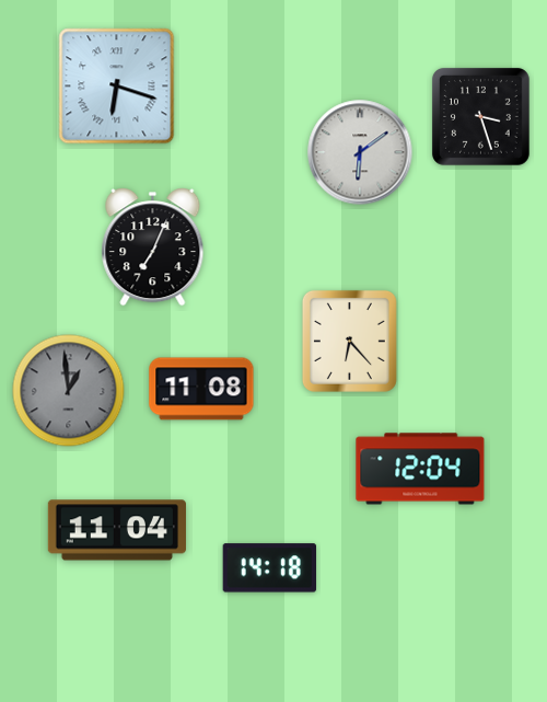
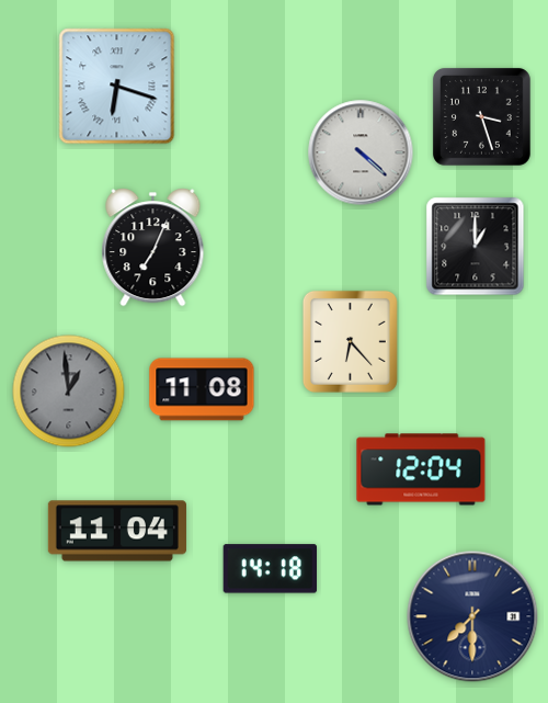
clock at (360, 152): 6:09 -> 4:22
clock at (476, 247): none -> 1:00
clock at (472, 616): none -> 7:30
